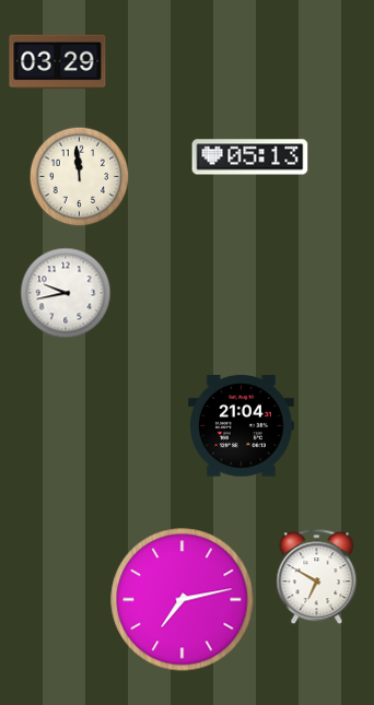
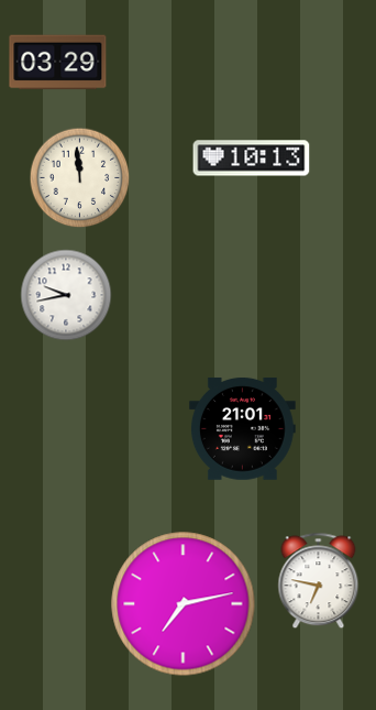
clock at (250, 157): 05:13 -> 10:13
clock at (241, 425): 21:04 -> 21:01
clock at (317, 577): 6:50 -> 6:47
